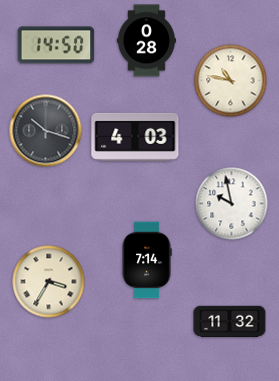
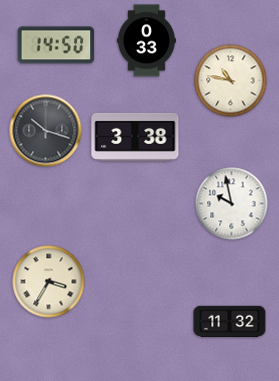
clock at (146, 41): 0:28 -> 0:33
clock at (135, 137): 4:03 -> 3:38
clock at (147, 260): 7:14 -> none
